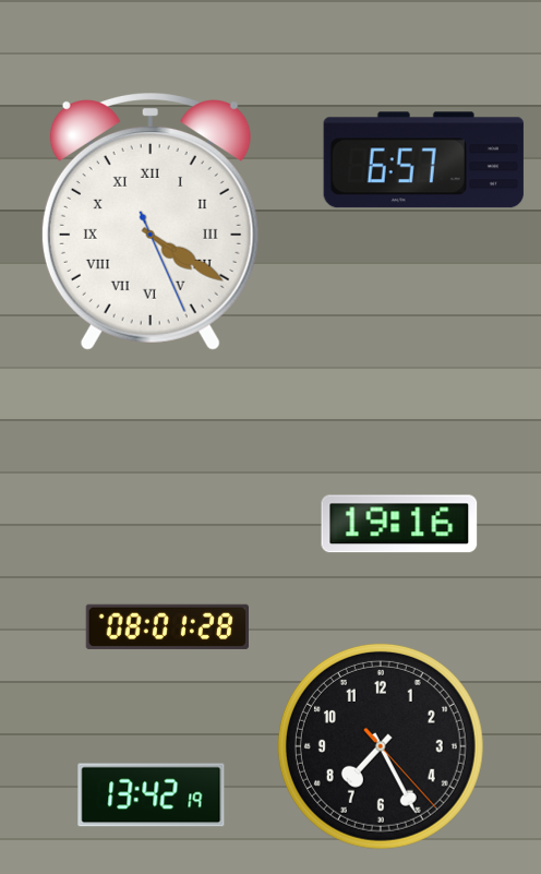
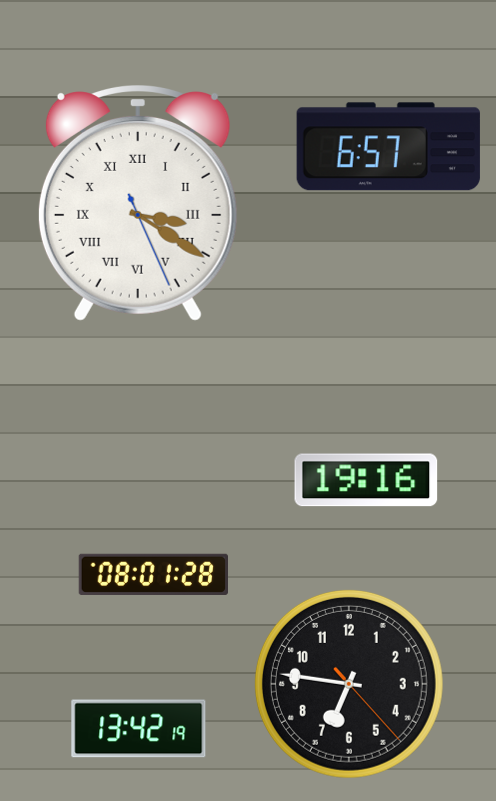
clock at (151, 223): 4:20 -> 3:20
clock at (381, 746): 7:25 -> 6:46
